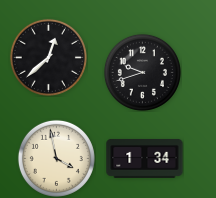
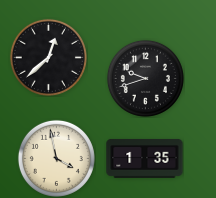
clock at (142, 72) position: (142, 72) -> (145, 78)
clock at (145, 158): 1:34 -> 1:35
